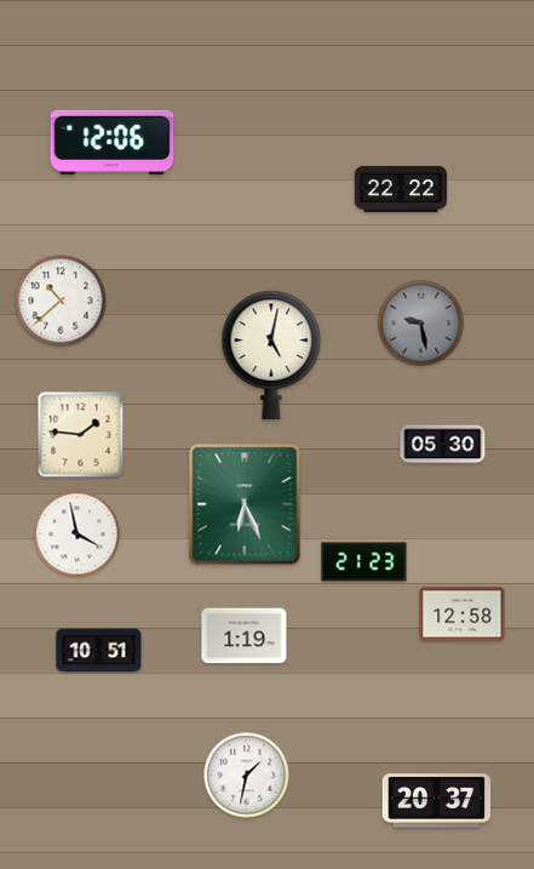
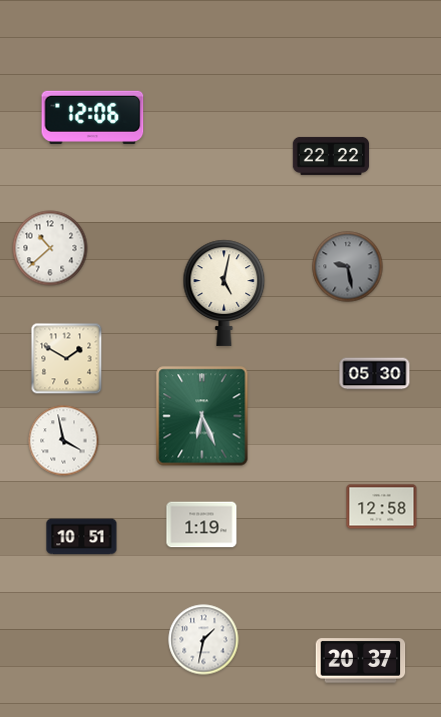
clock at (81, 435): 1:46 -> 1:50
clock at (443, 445) position: (443, 445) -> (375, 374)
clock at (364, 562): 21:23 -> none
